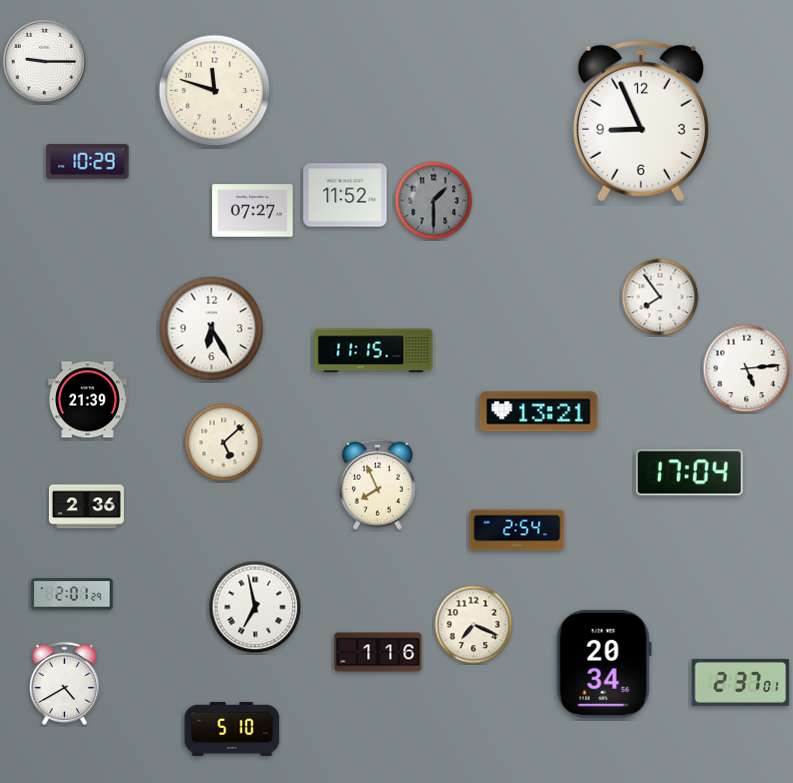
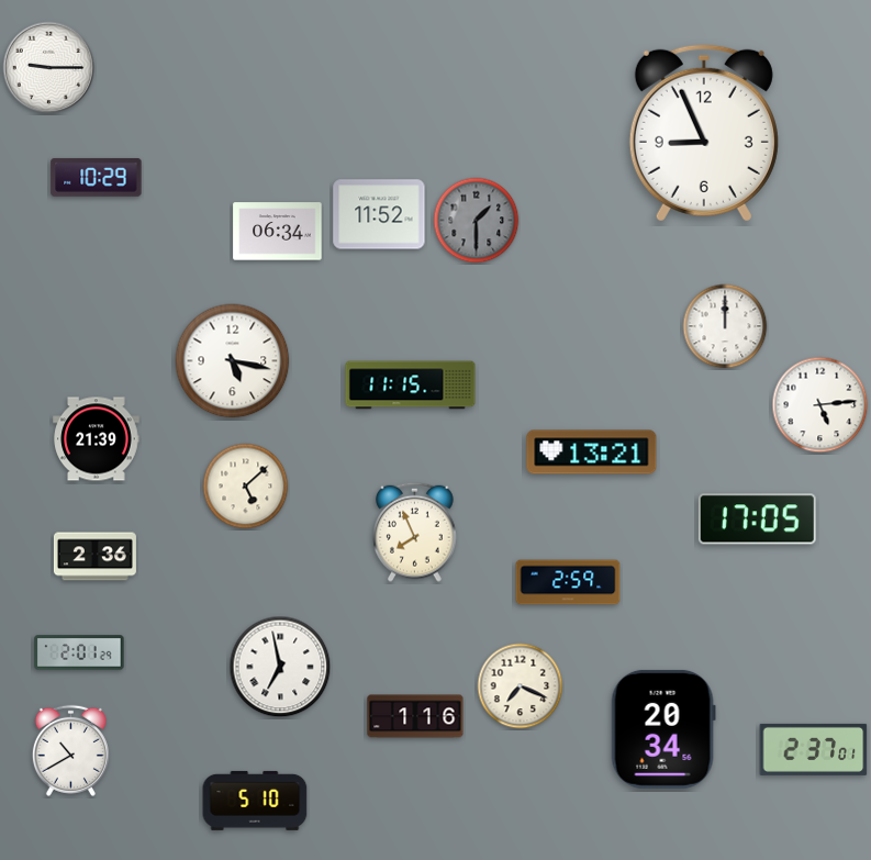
clock at (215, 91): 11:48 -> none
clock at (253, 211): 07:27 -> 06:34
clock at (660, 297): 7:54 -> 12:00
clock at (212, 329): 6:25 -> 5:17
clock at (689, 473): 17:04 -> 17:05
clock at (517, 530): 2:54 -> 2:59
clock at (64, 683): 4:40 -> 10:40
